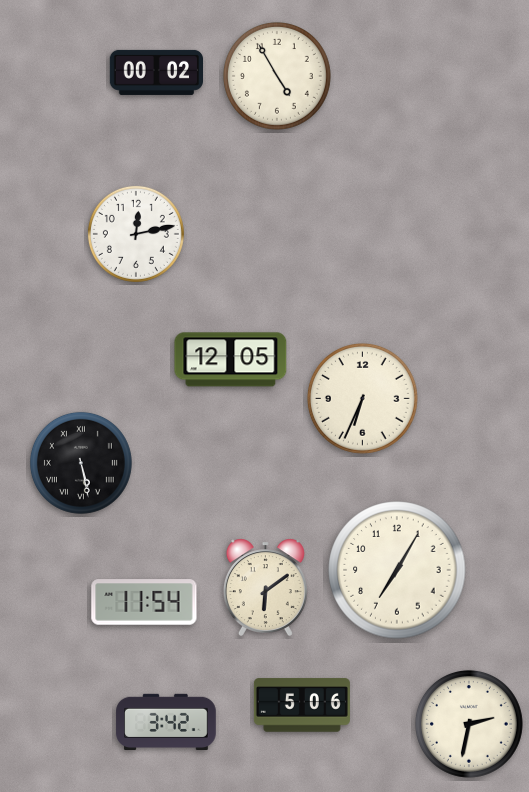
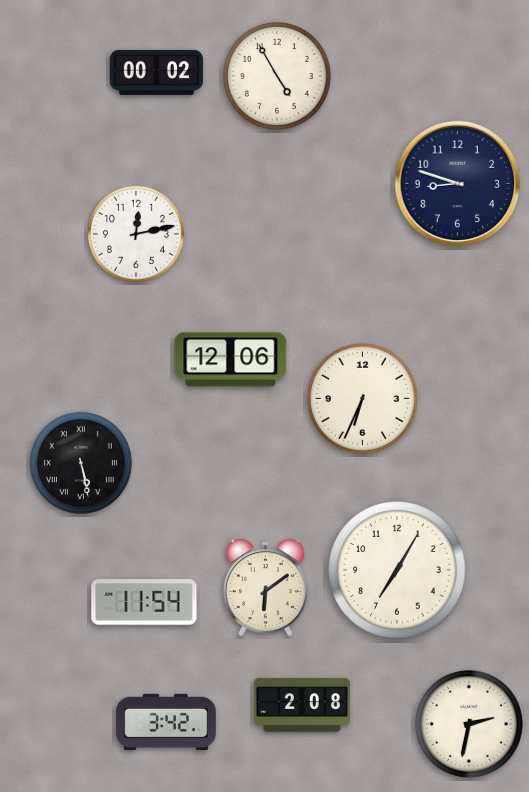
clock at (458, 184): none -> 8:48
clock at (231, 360): 12:05 -> 12:06
clock at (302, 705): 5:06 -> 2:08
